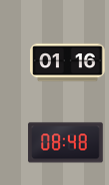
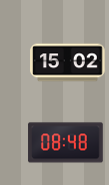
clock at (68, 63): 01:16 -> 15:02
